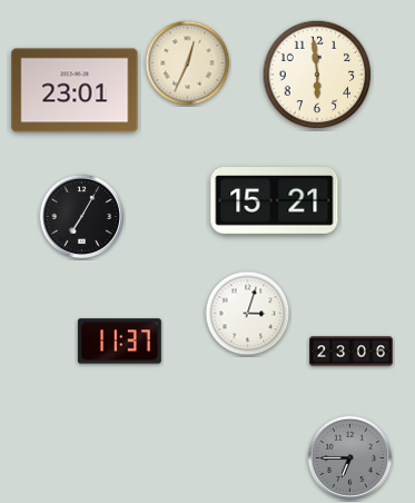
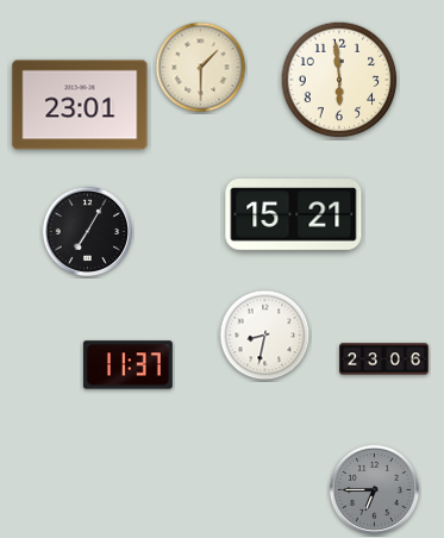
clock at (188, 63): 12:34 -> 1:30
clock at (75, 90) position: (75, 90) -> (80, 105)
clock at (248, 314): 3:03 -> 8:32
clock at (352, 352) position: (352, 352) -> (384, 359)
